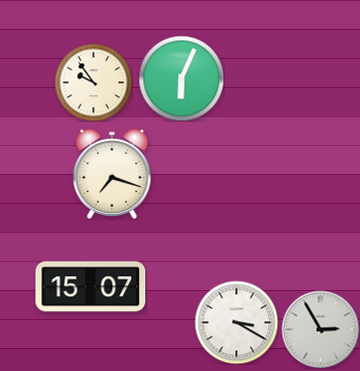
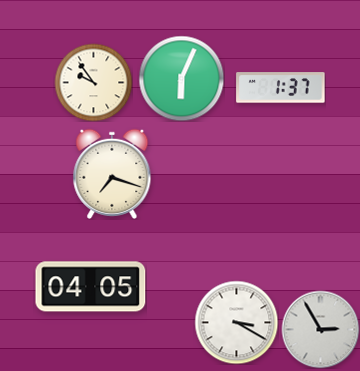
clock at (281, 88): none -> 1:37
clock at (91, 287): 15:07 -> 04:05
